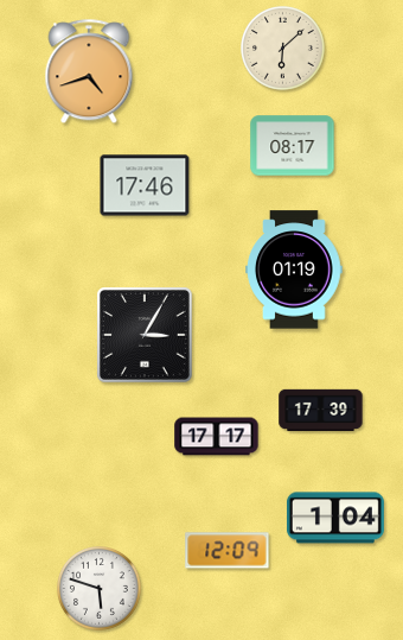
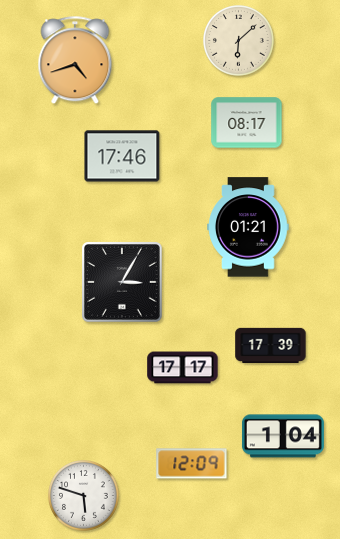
clock at (294, 270): 01:19 -> 01:21
